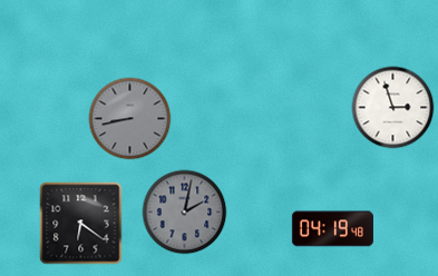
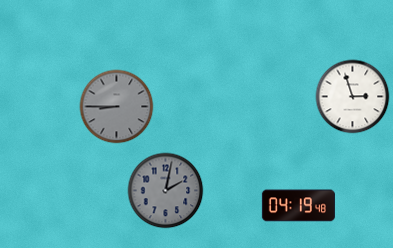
clock at (130, 119): 8:43 -> 8:45
clock at (81, 224): 6:21 -> none
